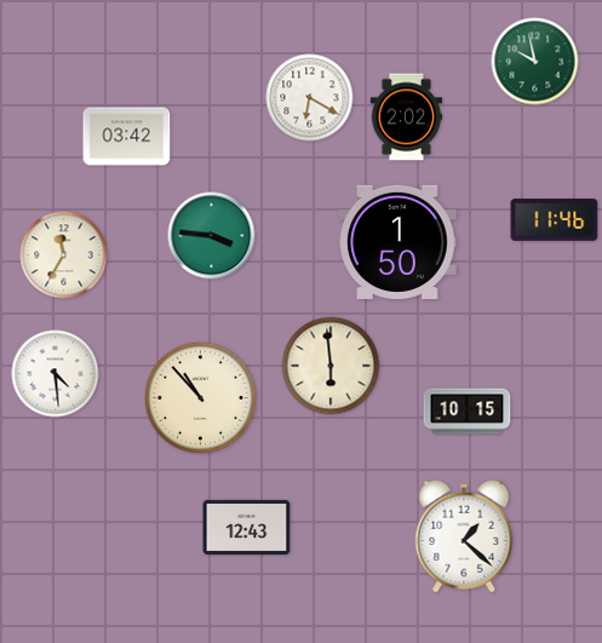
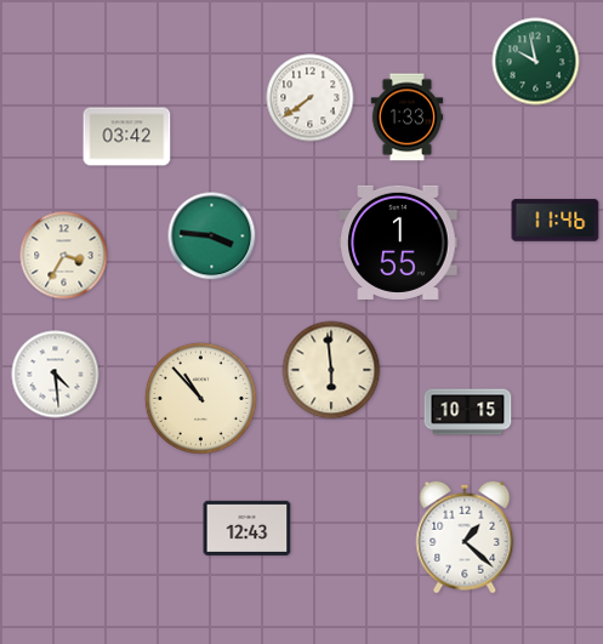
clock at (310, 98): 6:20 -> 7:39
clock at (407, 117): 2:02 -> 1:33
clock at (397, 242): 1:50 -> 1:55
clock at (64, 256): 11:35 -> 3:35
clock at (331, 366) position: (331, 366) -> (331, 370)
